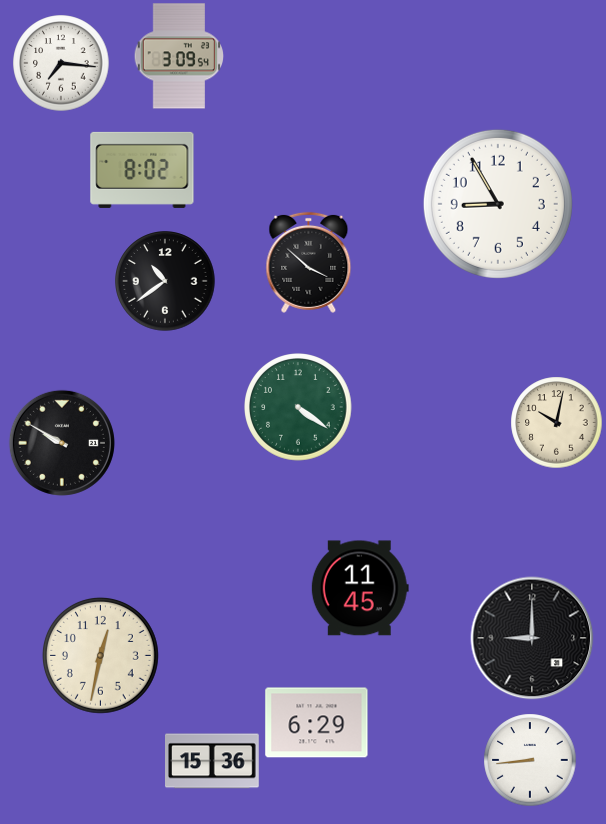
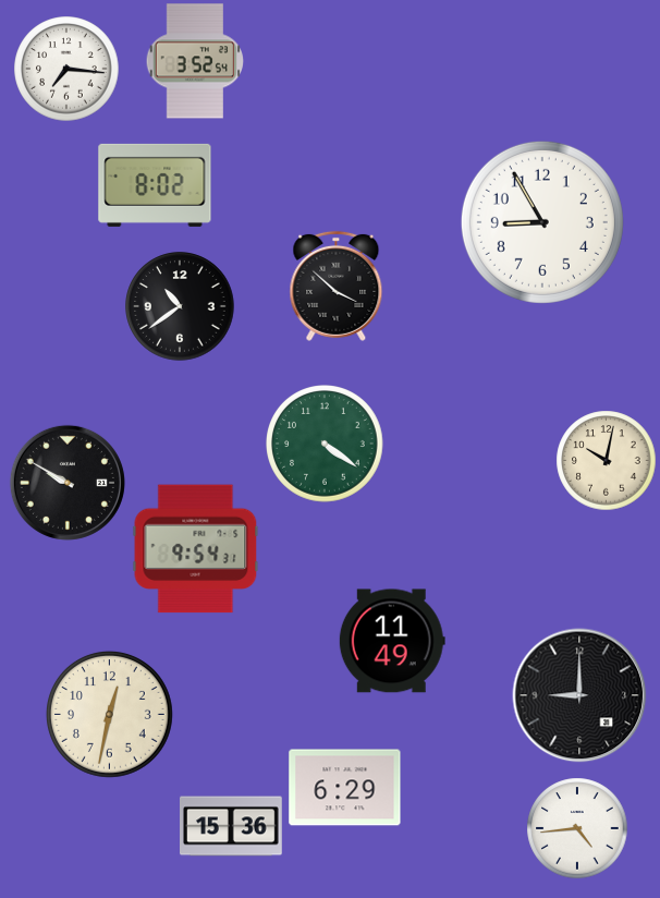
clock at (178, 56): 3:09 -> 3:52
clock at (196, 549): none -> 9:54
clock at (360, 588): 11:45 -> 11:49
clock at (530, 760): 8:44 -> 4:44
clock at (213, 761) position: (213, 761) -> (232, 826)
